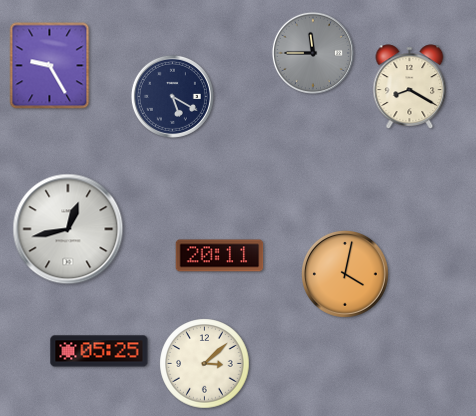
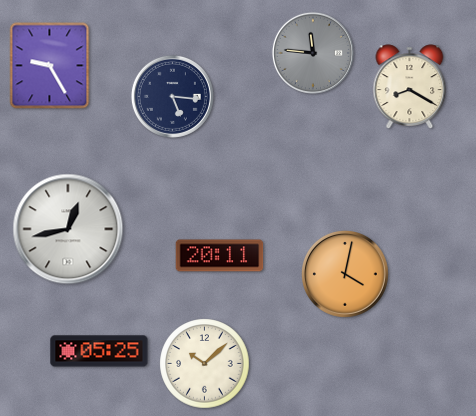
clock at (313, 53): 11:45 -> 11:46
clock at (172, 96): 5:20 -> 5:16
clock at (205, 364): 3:08 -> 10:08
